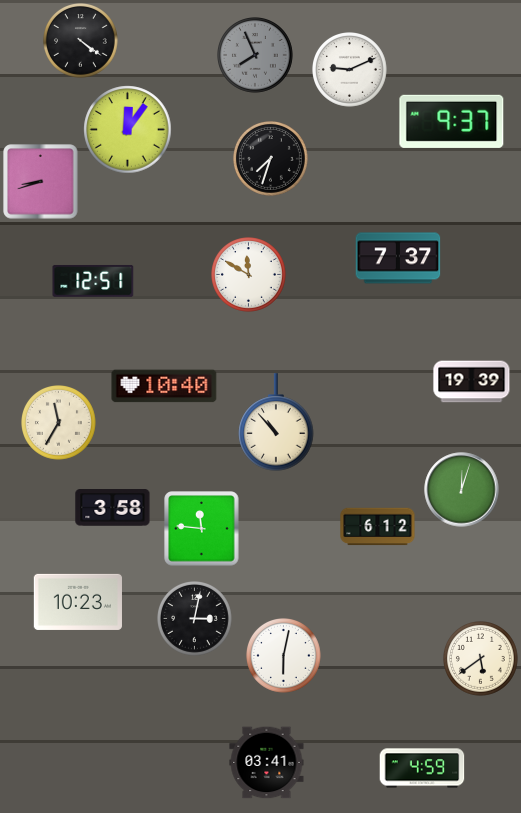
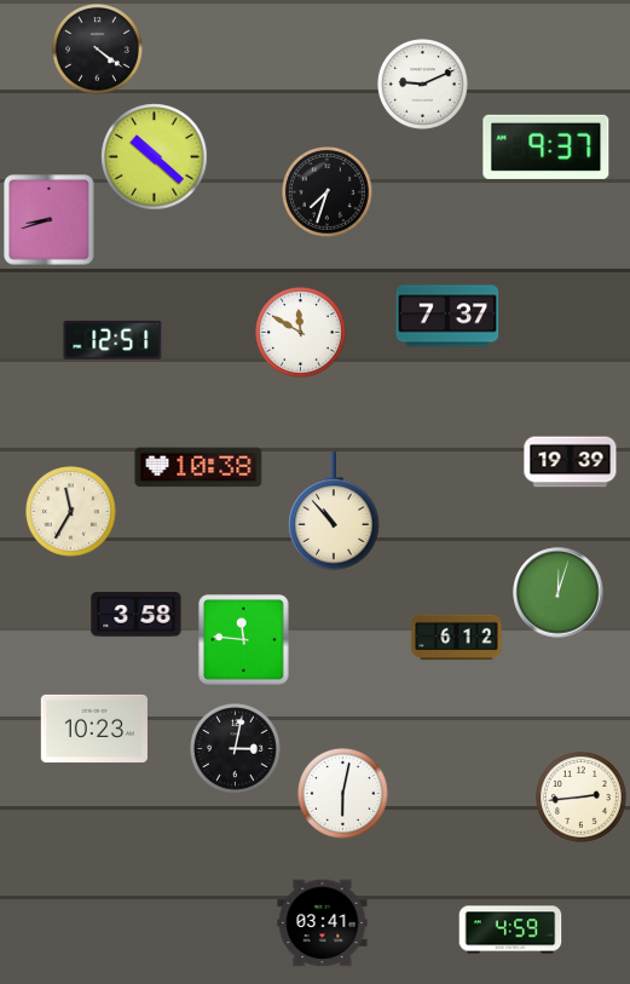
clock at (256, 56): 7:56 -> none
clock at (128, 130): 12:06 -> 10:22
clock at (398, 258) position: (398, 258) -> (447, 316)
clock at (164, 386): 10:40 -> 10:38
clock at (481, 659): 5:39 -> 2:44
